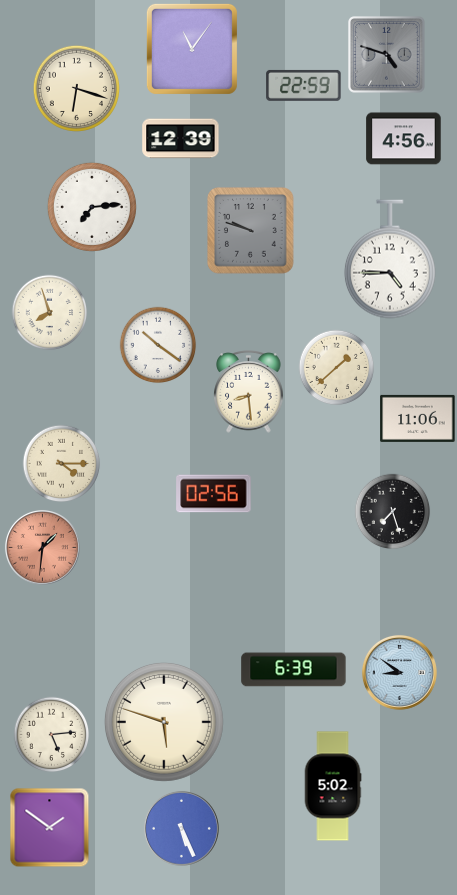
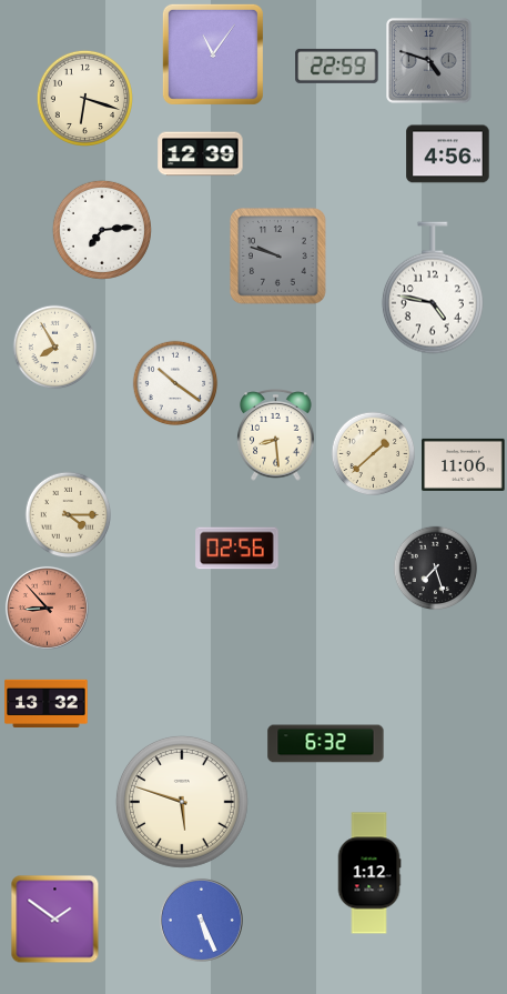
clock at (304, 85) position: (304, 85) -> (337, 66)
clock at (390, 259): 4:45 -> 4:47
clock at (50, 313): 7:57 -> 7:55
clock at (337, 368) position: (337, 368) -> (374, 454)
clock at (42, 547): 1:31 -> 8:53
clock at (47, 703): none -> 13:32
clock at (294, 670): 6:39 -> 6:32
clock at (399, 672): 8:51 -> none
clock at (52, 735): 5:14 -> none
clock at (333, 786): 5:02 -> 1:12
